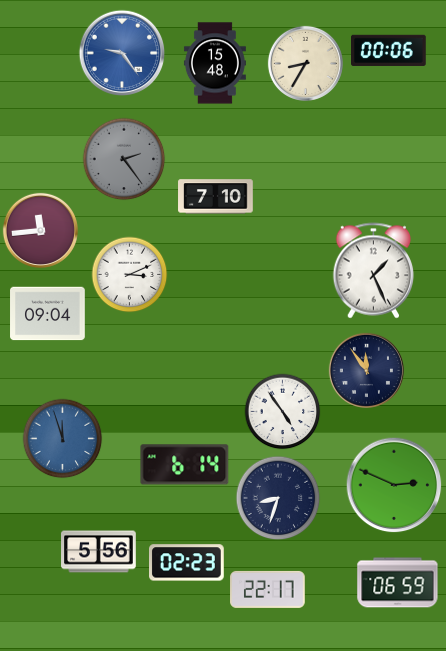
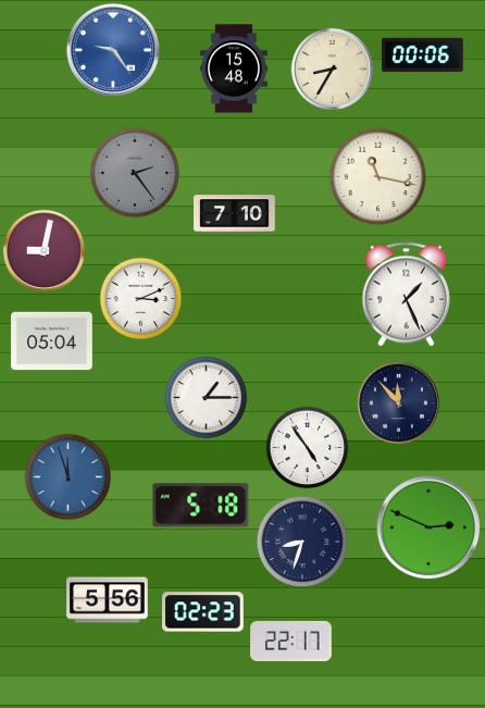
clock at (122, 53) position: (122, 53) -> (113, 50)
clock at (378, 177): none -> 11:17
clock at (40, 230): 11:44 -> 9:02
clock at (48, 314): 09:04 -> 05:04
clock at (207, 398): none -> 1:15
clock at (366, 370): 11:54 -> 11:53
clock at (185, 465): 6:14 -> 5:18
clock at (398, 583): 06:59 -> none
